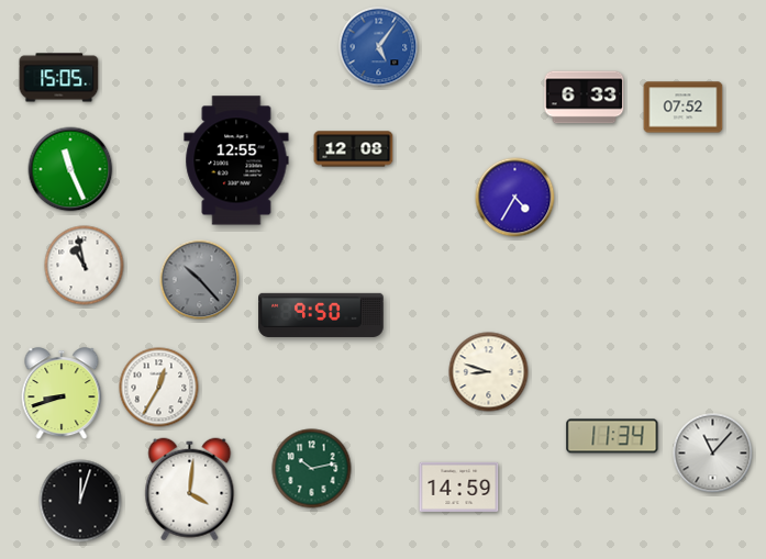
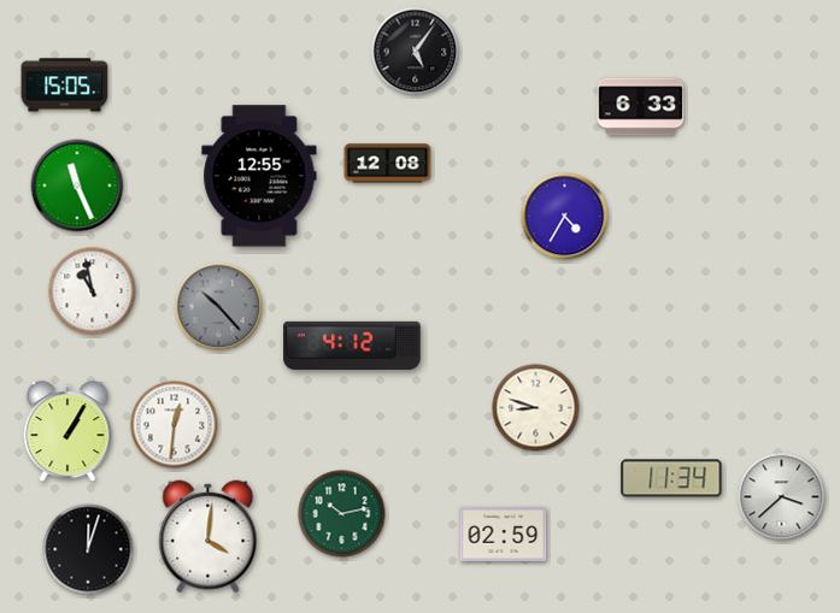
clock at (379, 47) dial: blue -> black
clock at (684, 108): 07:52 -> none
clock at (321, 315): 9:50 -> 4:12
clock at (159, 388): 12:35 -> 12:31
clock at (62, 394): 8:42 -> 1:05
clock at (713, 454): 11:07 -> 3:38
clock at (459, 487): 14:59 -> 02:59
